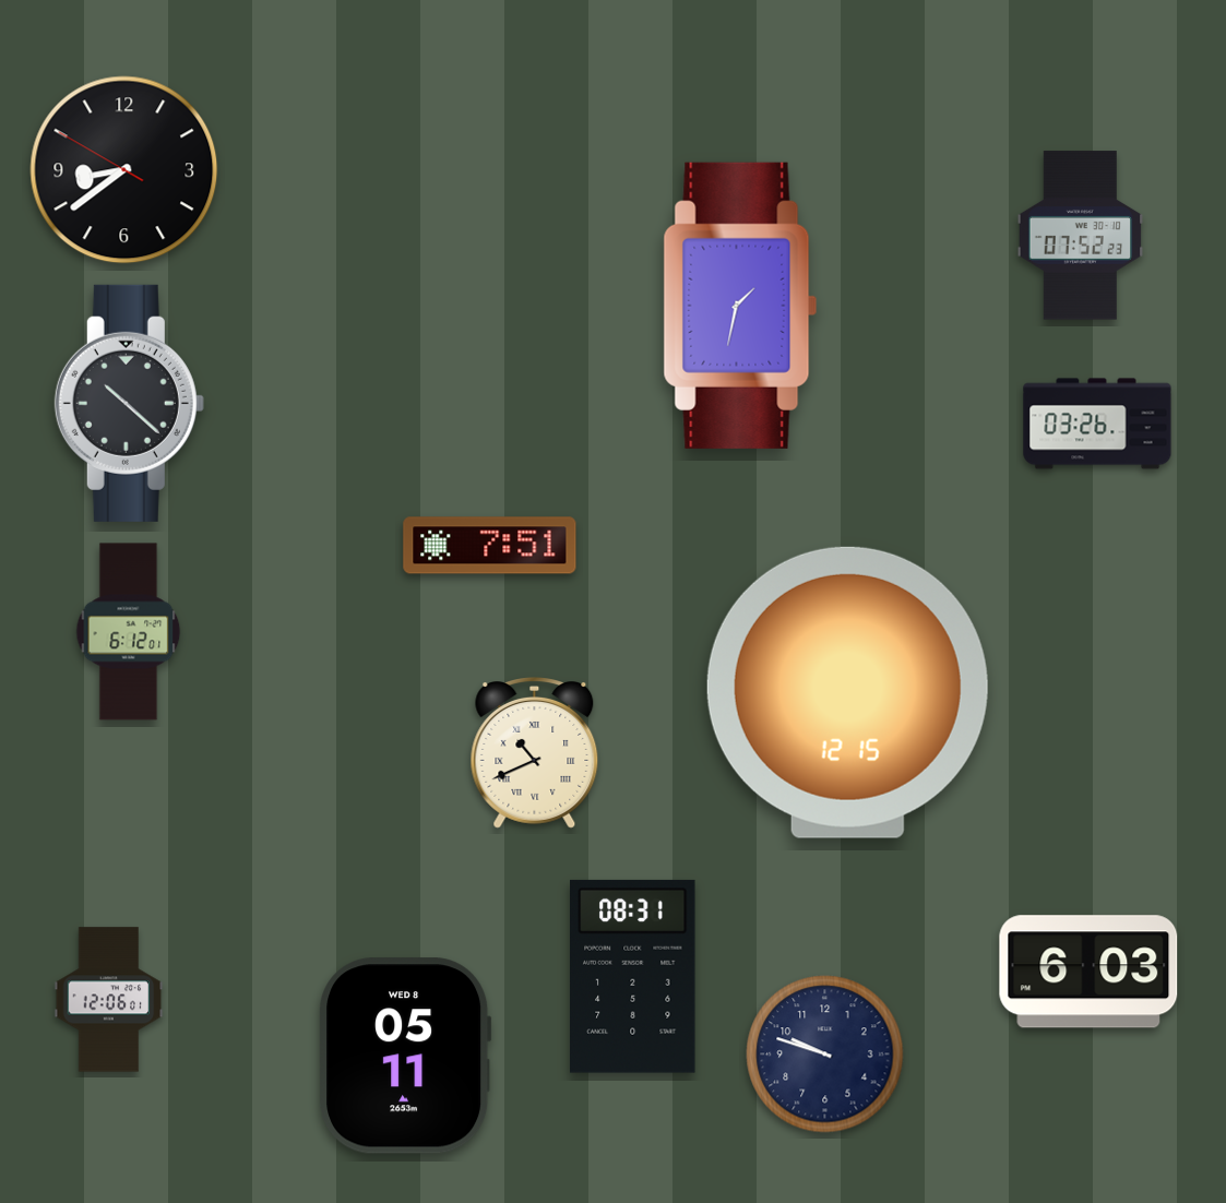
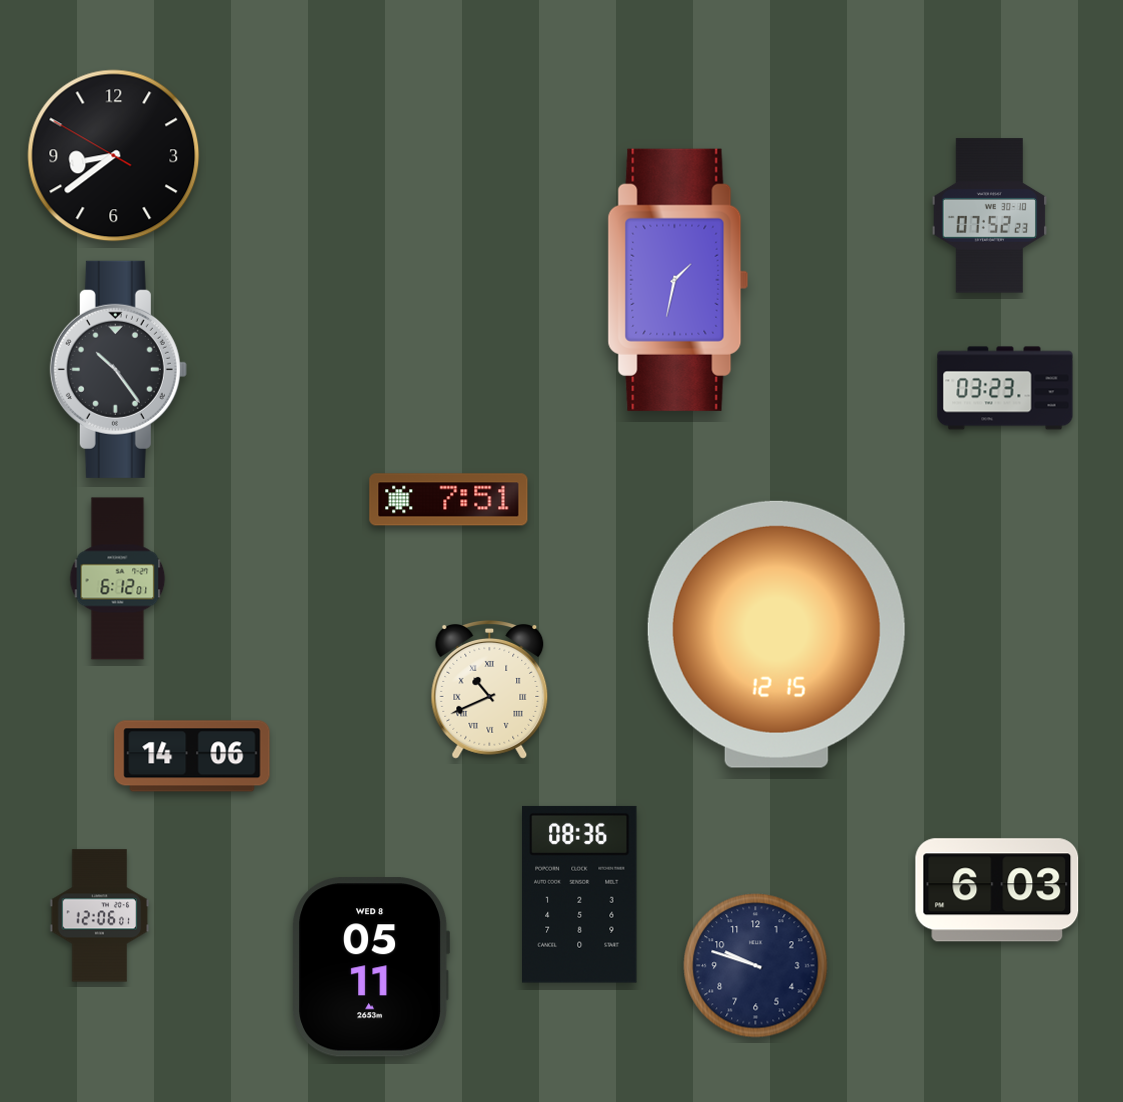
clock at (129, 403): 10:22 -> 10:24
clock at (1097, 424): 03:26 -> 03:23
clock at (192, 756): none -> 14:06
clock at (633, 976): 08:31 -> 08:36
